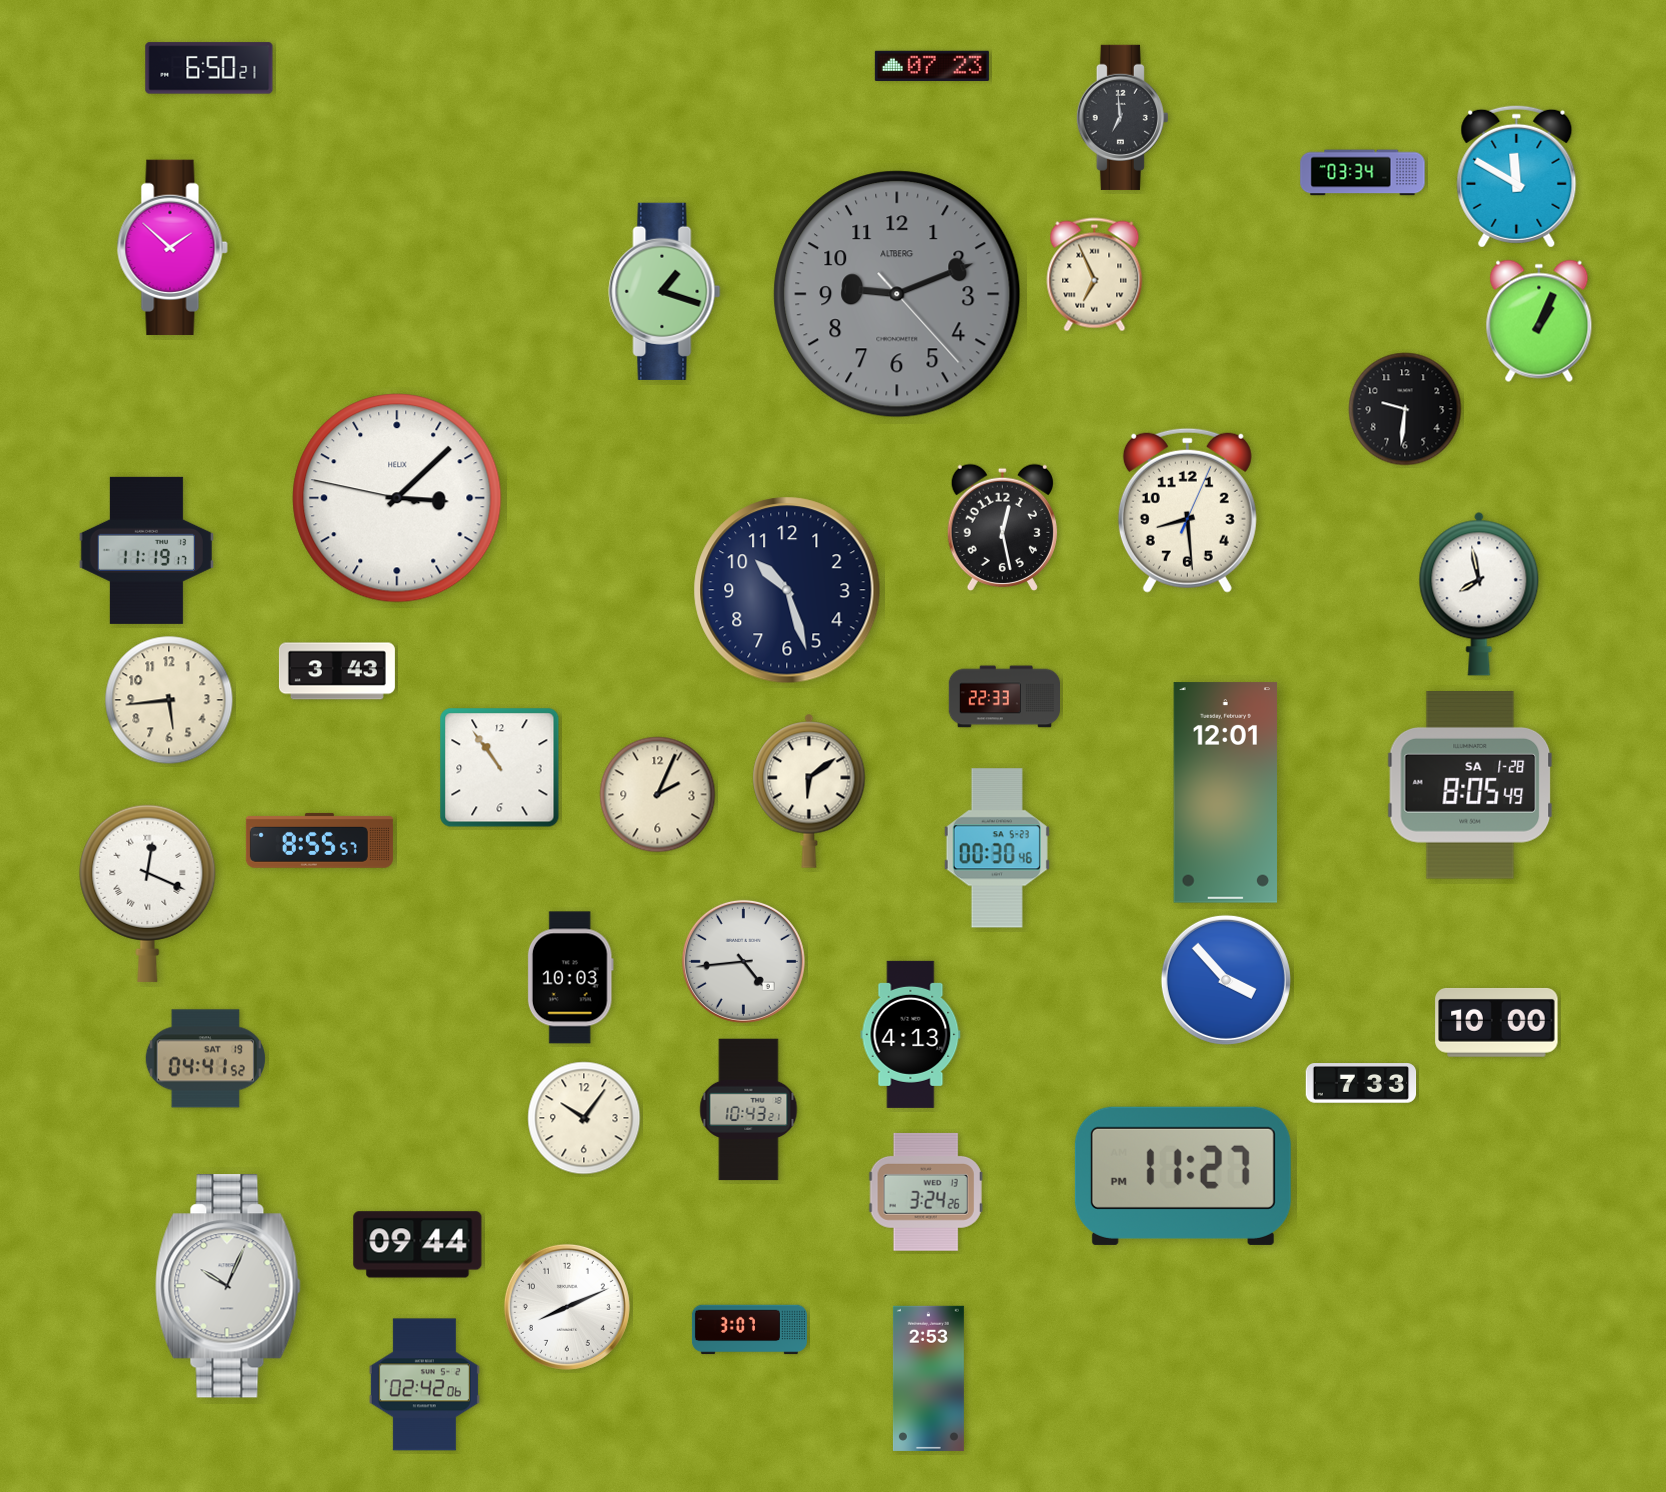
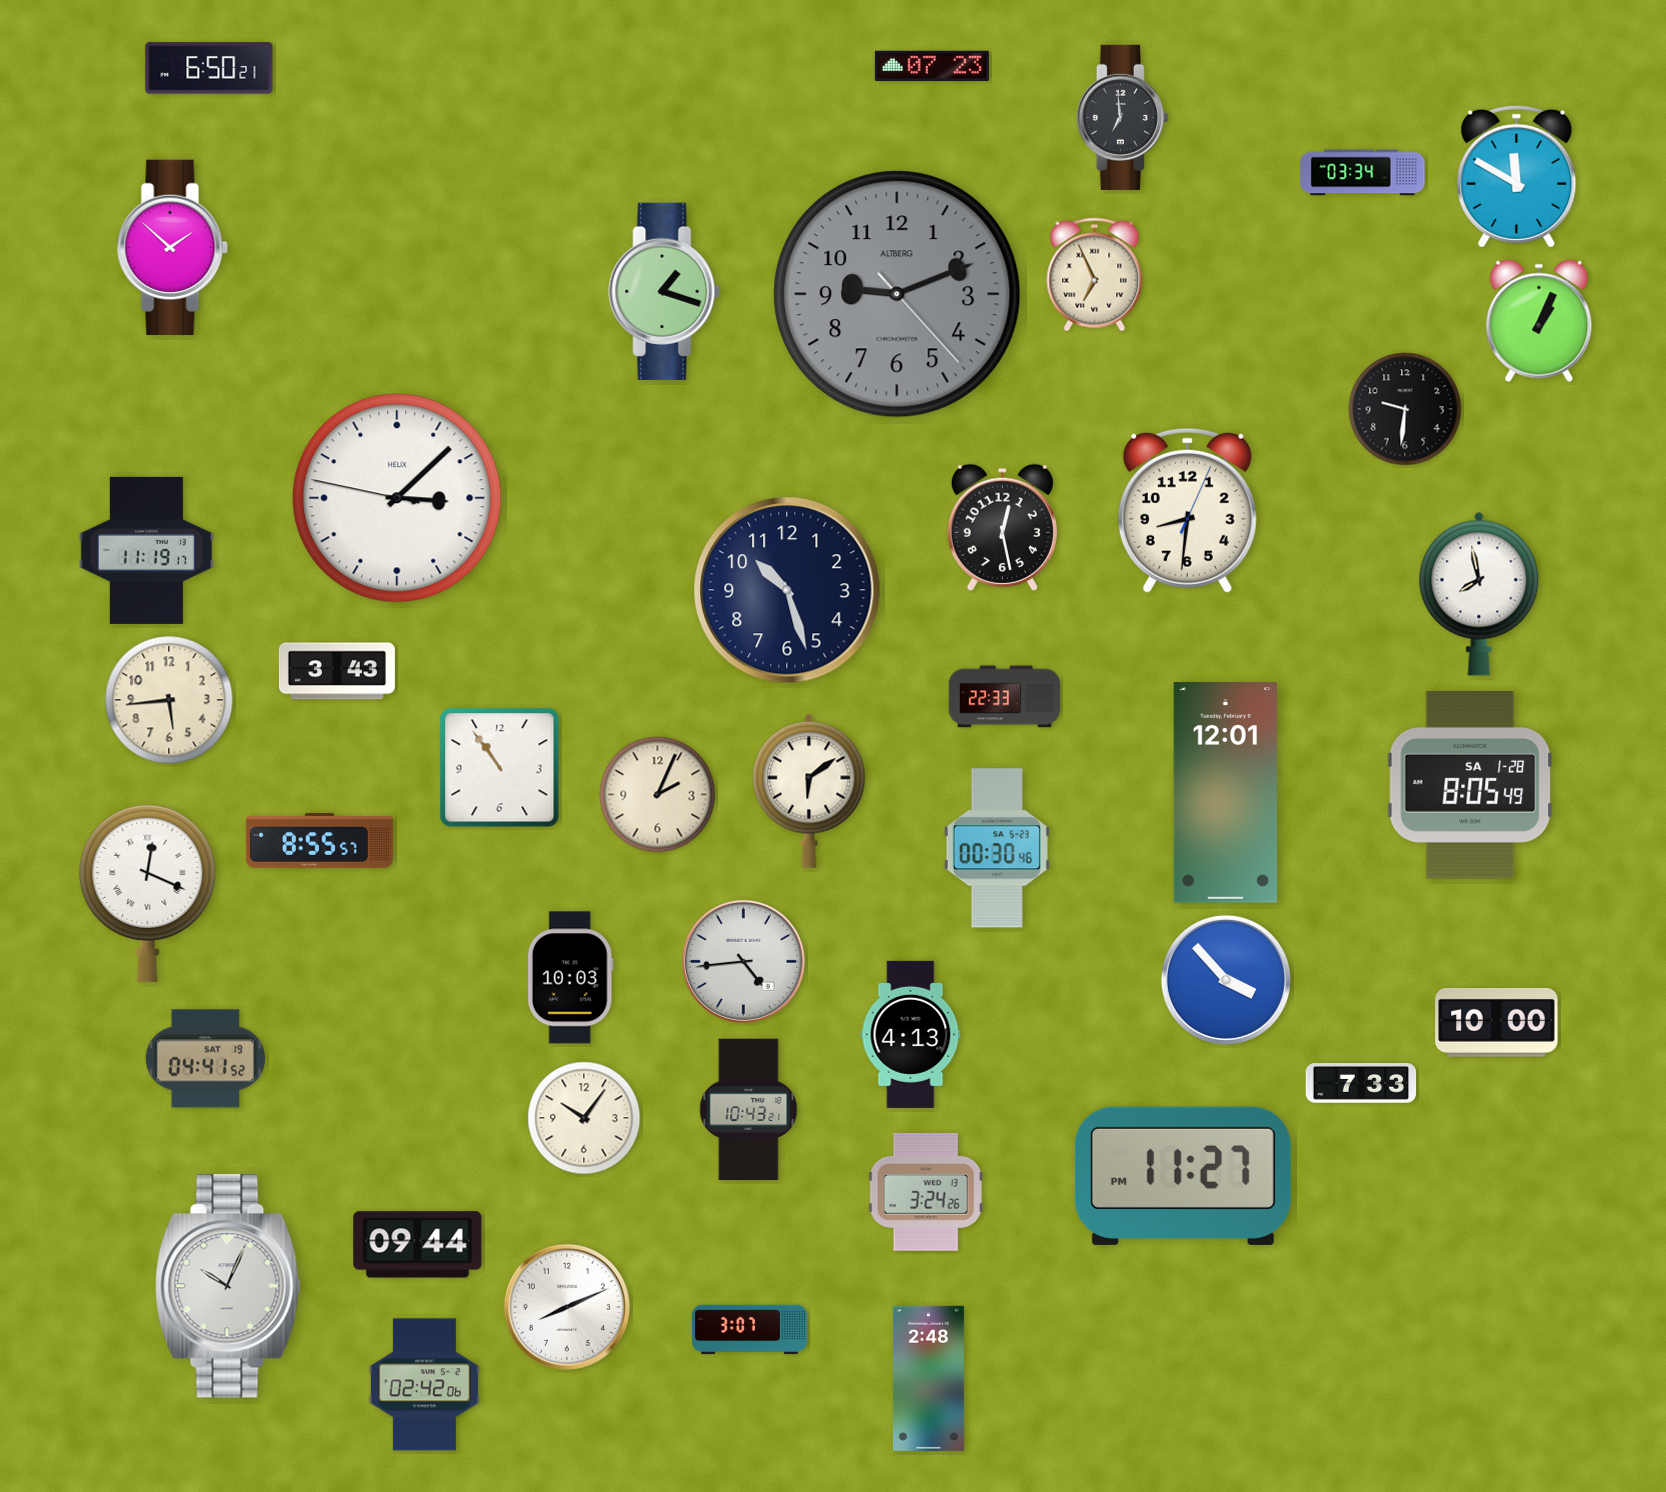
clock at (1187, 510): 8:29 -> 8:31
clock at (928, 1378): 2:53 -> 2:48
